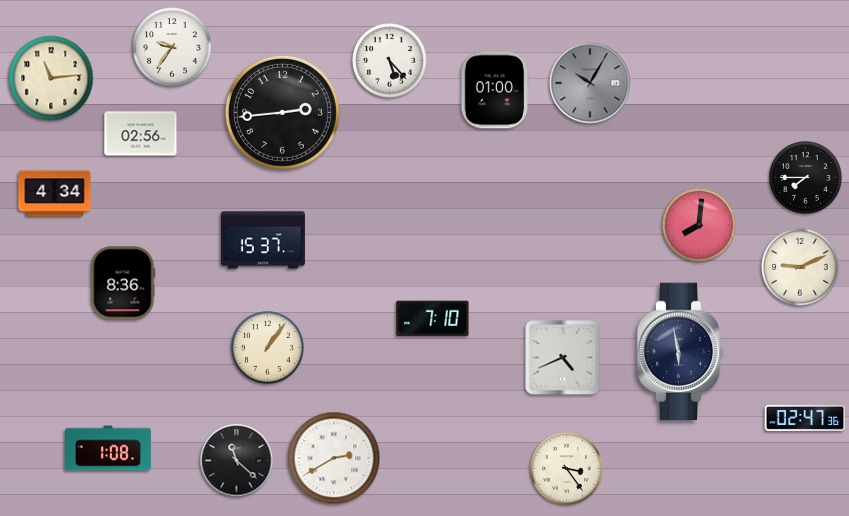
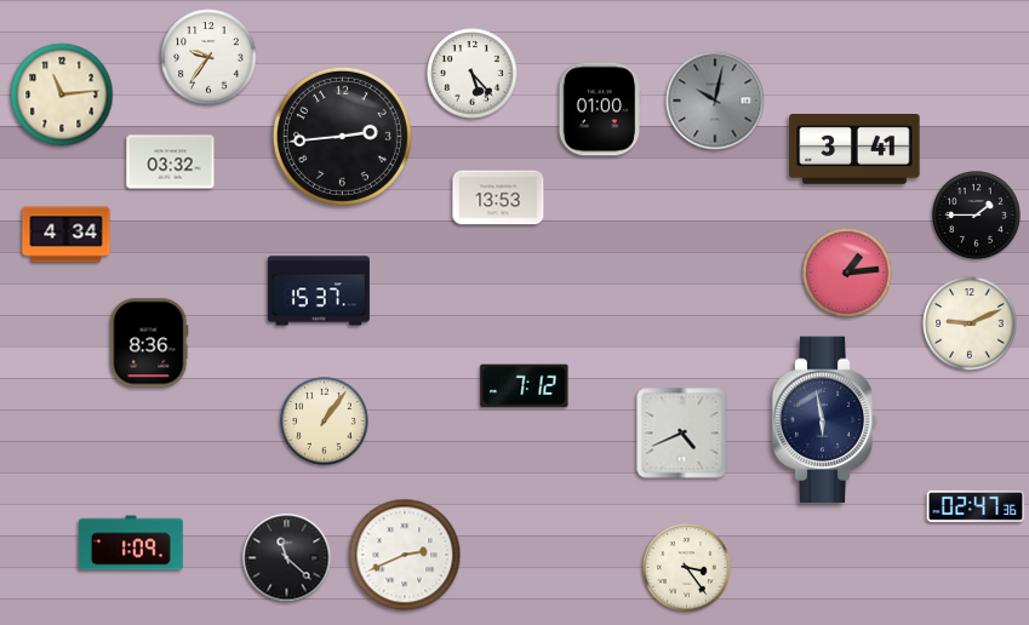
clock at (590, 83): 10:05 -> 10:02
clock at (854, 150): none -> 3:41
clock at (141, 134): 02:56 -> 03:32
clock at (498, 197): none -> 13:53
clock at (806, 178): 7:45 -> 1:45
clock at (699, 225): 8:01 -> 1:14
clock at (433, 319): 7:10 -> 7:12
clock at (681, 352) position: (681, 352) -> (825, 420)
clock at (109, 448): 1:08 -> 1:09
clock at (334, 458): 2:40 -> 2:41
